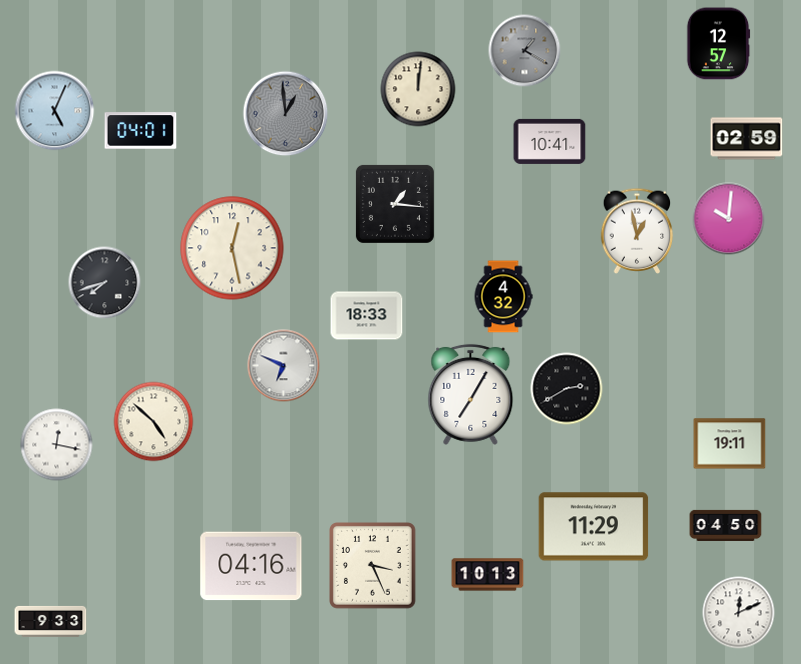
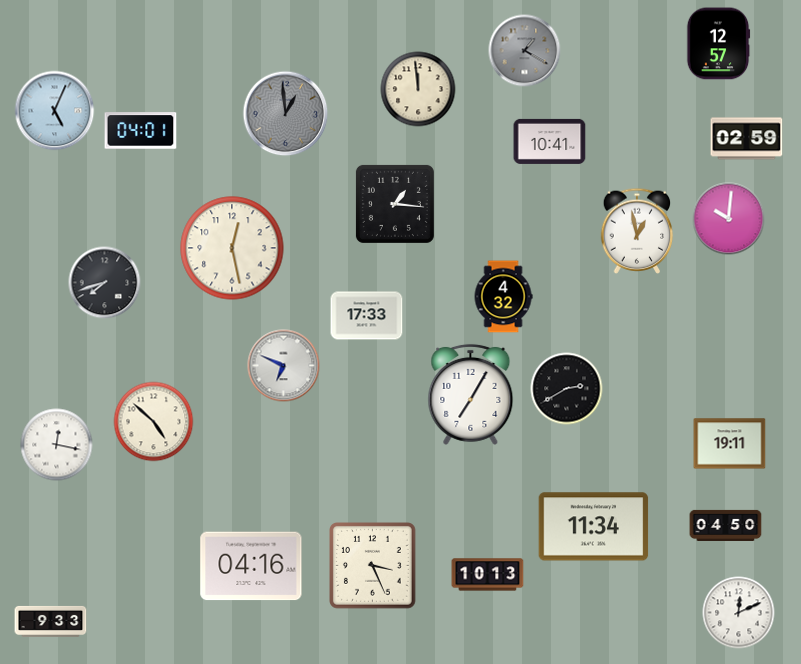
clock at (418, 89): 12:01 -> 11:59
clock at (367, 316): 18:33 -> 17:33
clock at (594, 527): 11:29 -> 11:34
